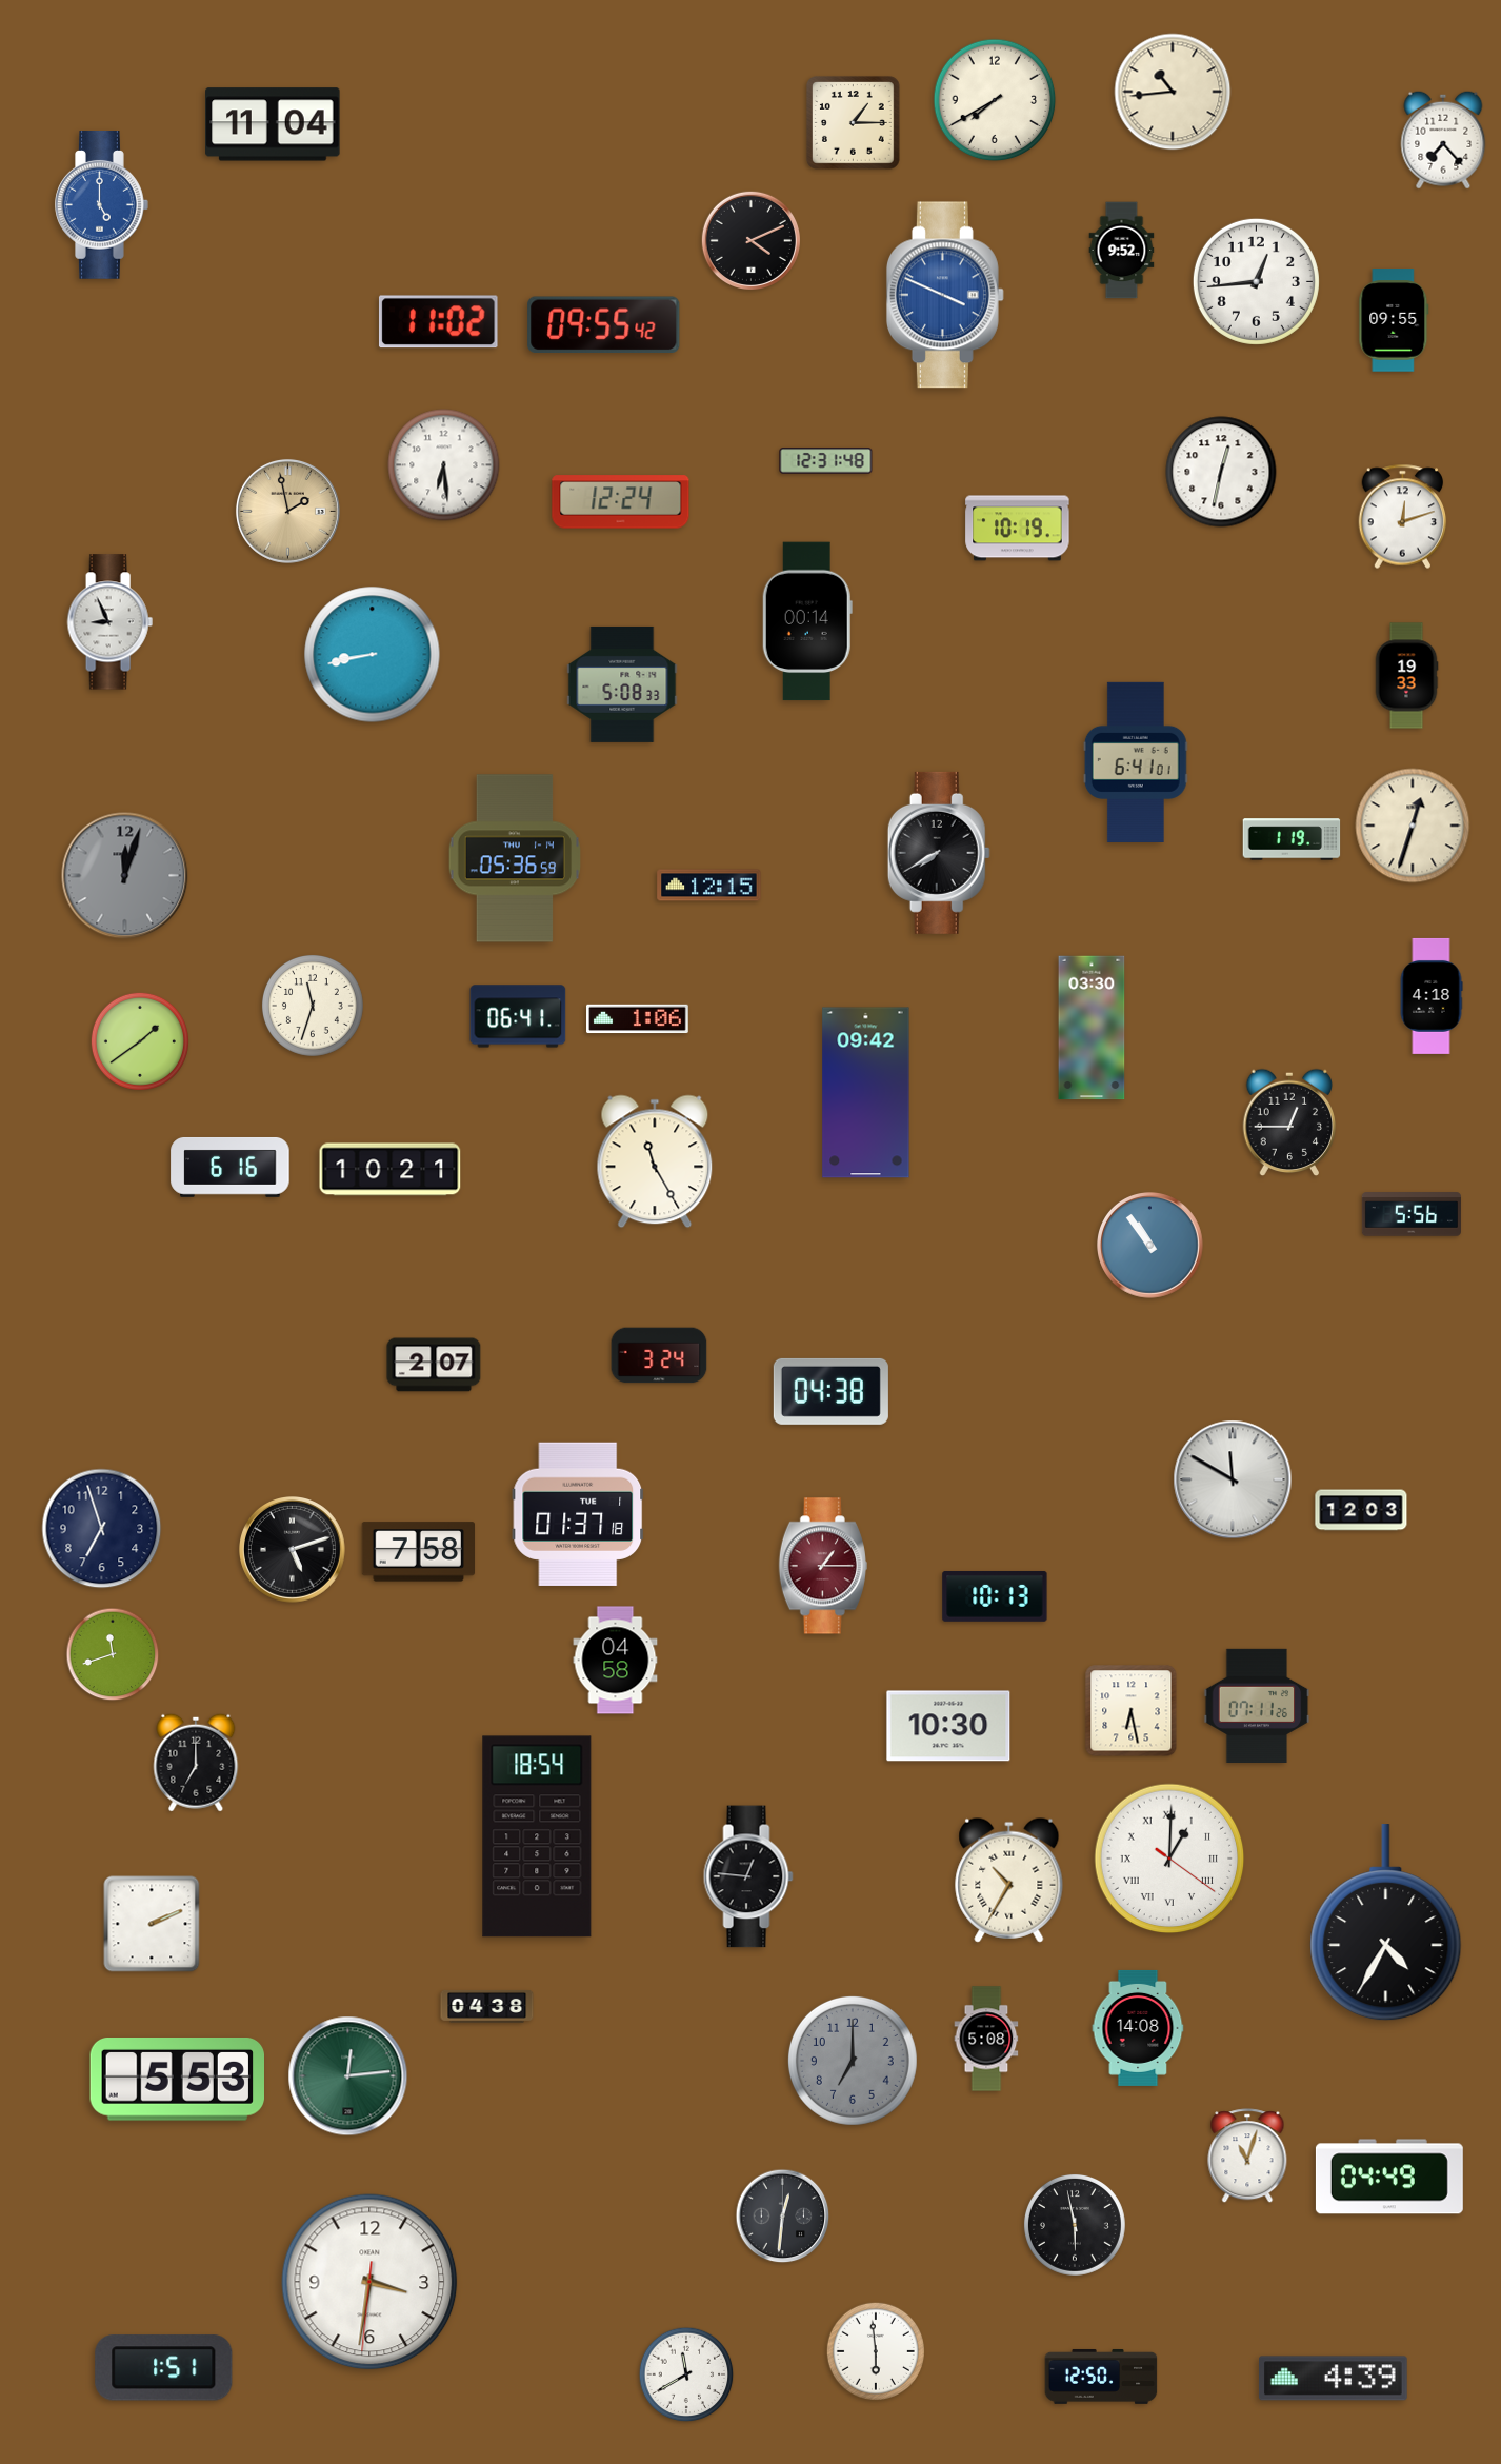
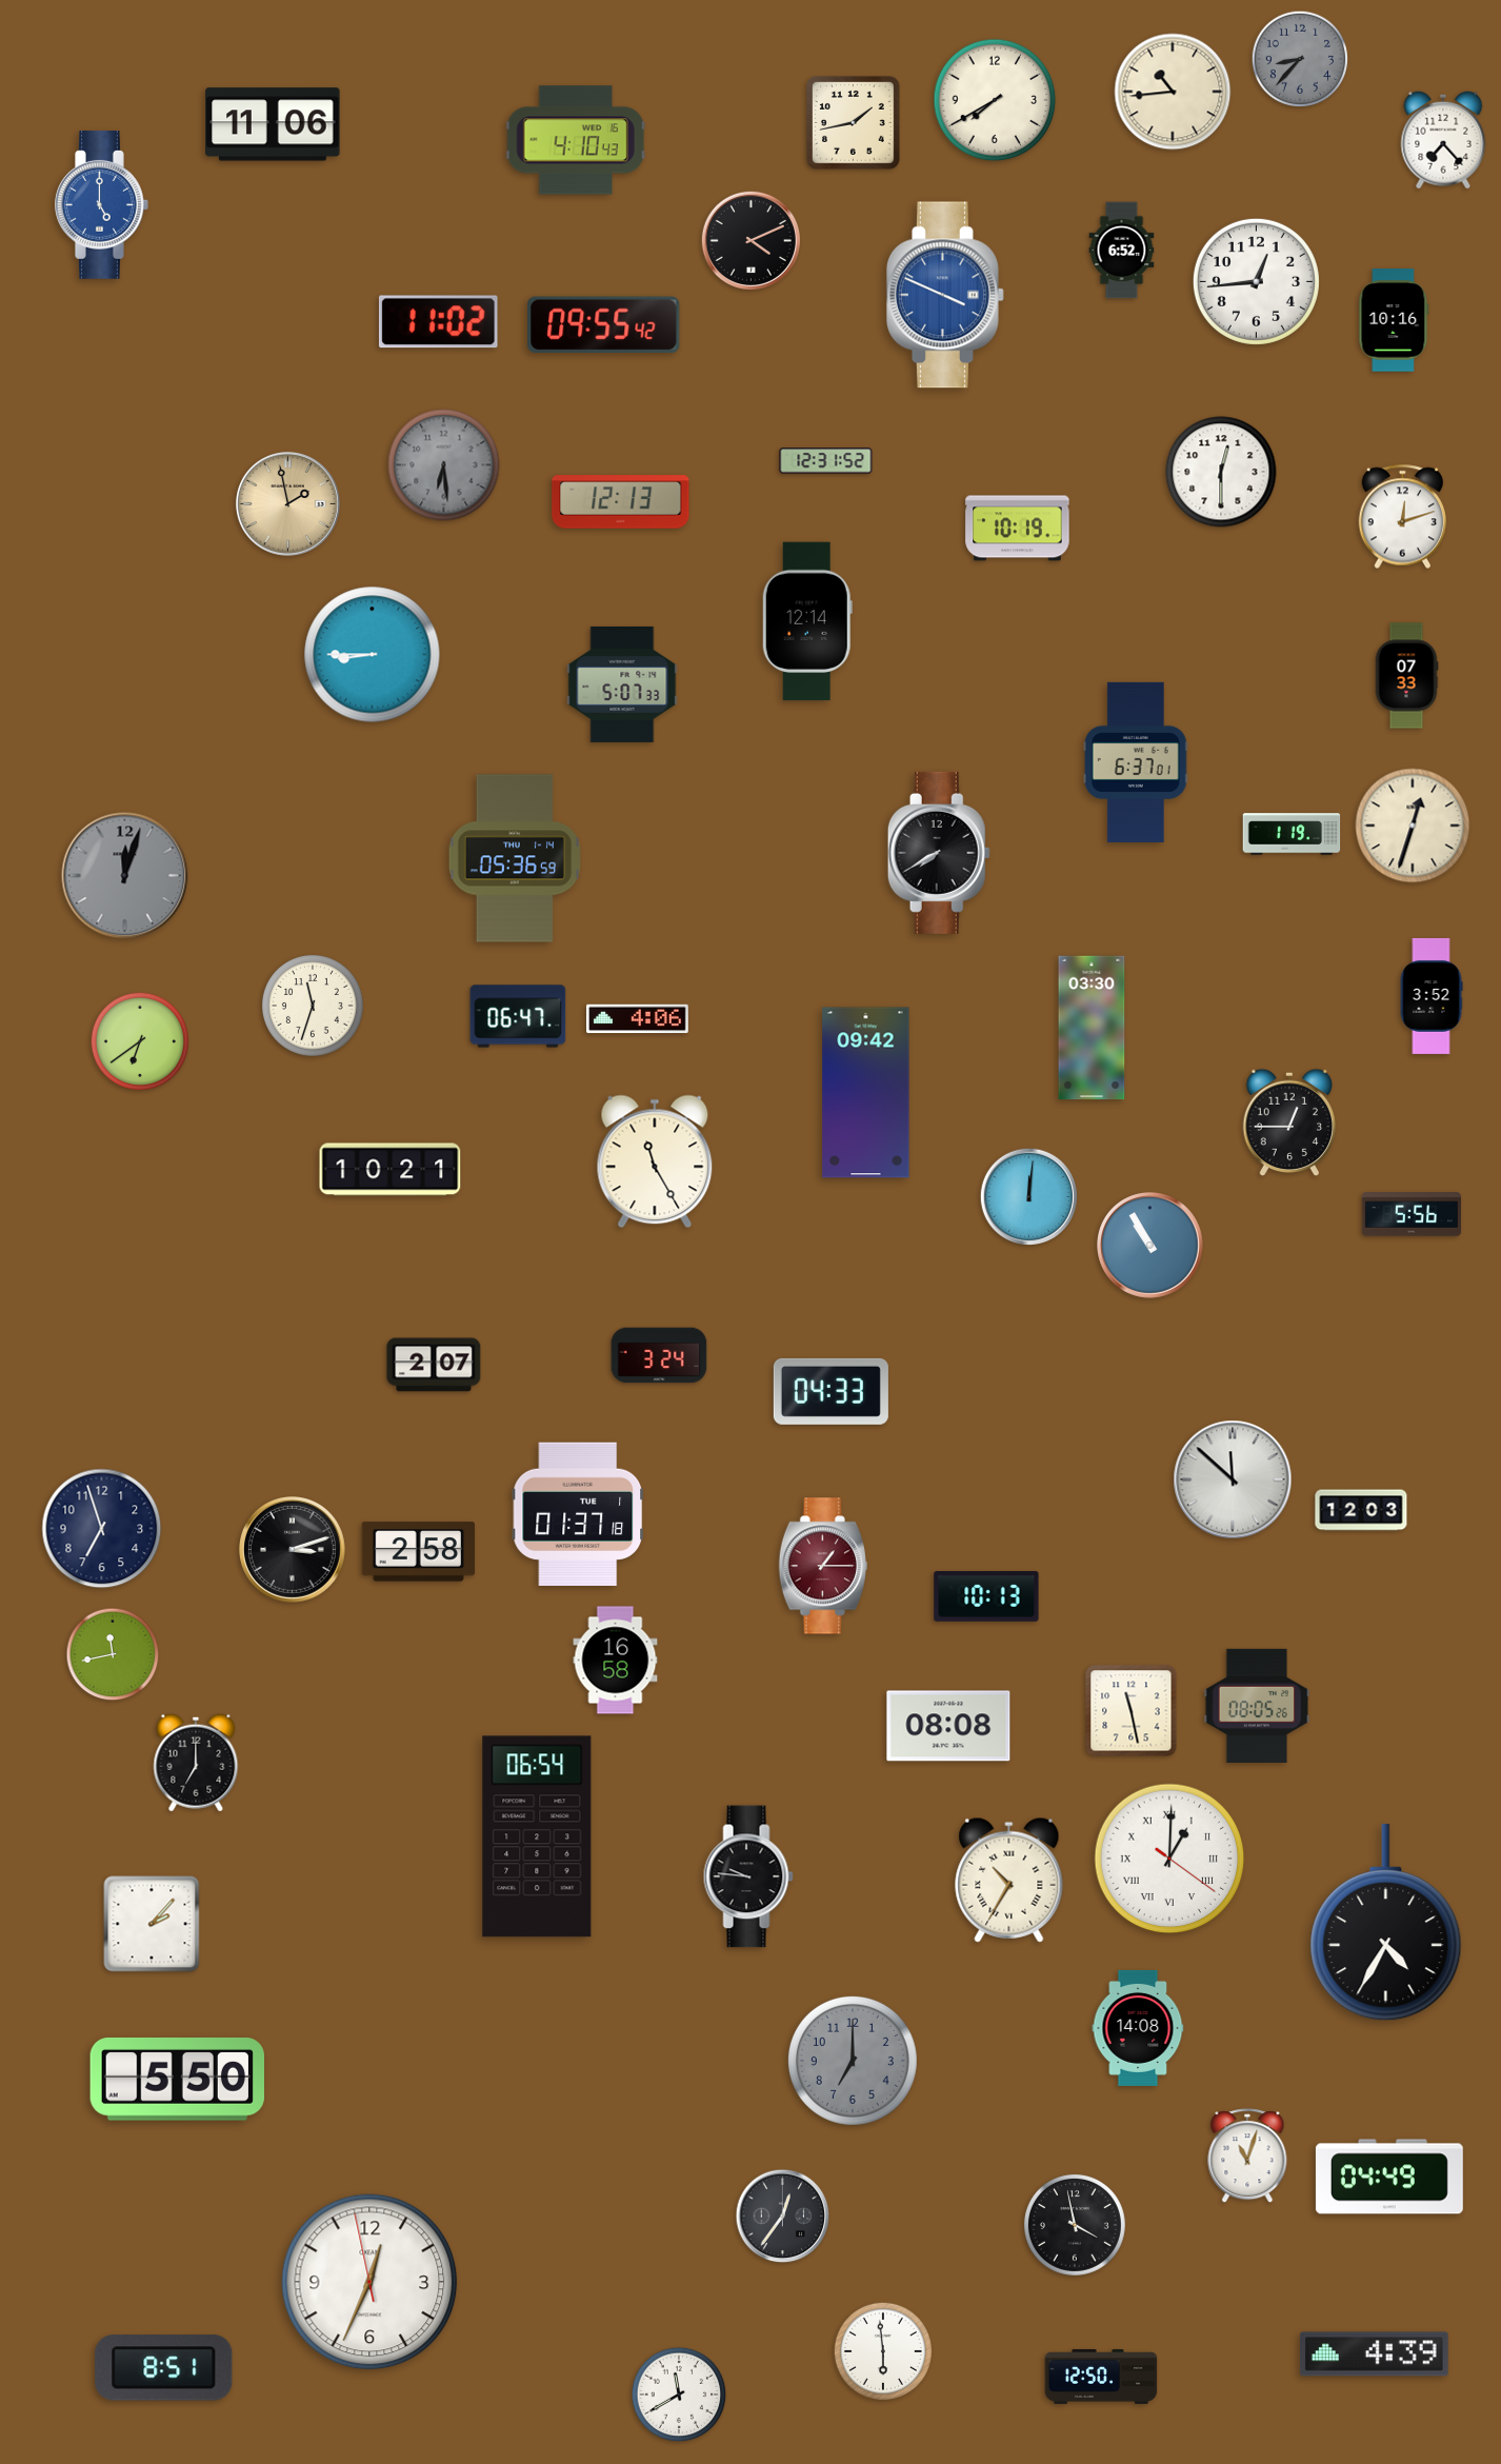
clock at (1300, 59): none -> 8:37
clock at (854, 123): 1:15 -> 1:43
clock at (273, 124): 11:04 -> 11:06
clock at (576, 140): none -> 4:10
clock at (1122, 251): 9:52 -> 6:52
clock at (1394, 320): 09:55 -> 10:16
clock at (826, 461): 12:31:48 -> 12:31:52
clock at (444, 465) dial: white -> grey
clock at (1221, 472): 12:32 -> 12:30
clock at (621, 502): 12:24 -> 12:13
clock at (287, 511) position: (287, 511) -> (287, 503)
clock at (807, 621): 00:14 -> 12:14
clock at (109, 622): 8:56 -> none
clock at (373, 655): 8:43 -> 8:45
clock at (1406, 676): 19:33 -> 07:33
clock at (622, 684): 5:08 -> 5:07
clock at (1136, 762): 6:41 -> 6:37
clock at (1292, 839) position: (1292, 839) -> (1292, 834)
clock at (709, 886): 12:15 -> none
clock at (1432, 996): 4:18 -> 3:52
clock at (518, 1016): 06:41 -> 06:47
clock at (638, 1019): 1:06 -> 4:06
clock at (140, 1041): 1:39 -> 6:39
clock at (231, 1167): 6:16 -> none
clock at (1028, 1196): none -> 12:01
clock at (1150, 1246): 10:54 -> 10:55
clock at (830, 1391): 04:38 -> 04:33
clock at (1233, 1479): 11:50 -> 11:52
clock at (293, 1550): 5:12 -> 3:12
clock at (419, 1552): 7:58 -> 2:58
clock at (995, 1596) position: (995, 1596) -> (986, 1596)
clock at (113, 1654): 11:42 -> 11:43
clock at (616, 1661): 04:58 -> 16:58
clock at (1257, 1705): 07:11 -> 08:05
clock at (1132, 1711): 6:28 -> 11:28
clock at (948, 1726): 10:30 -> 08:08
clock at (537, 1836): 18:54 -> 06:54
clock at (748, 1876): 12:46 -> 9:46
clock at (152, 1924): 2:11 -> 2:07
clock at (487, 2006): 04:38 -> none
clock at (986, 2039): 5:08 -> none
clock at (348, 2076): 12:14 -> none
clock at (177, 2080): 5:53 -> 5:50
clock at (783, 2217): 12:31 -> 12:36
clock at (1075, 2225): 5:58 -> 3:58
clock at (369, 2282): 3:31 -> 12:33
clock at (876, 2351) position: (876, 2351) -> (883, 2351)
clock at (164, 2368): 1:51 -> 8:51
clock at (686, 2374) position: (686, 2374) -> (679, 2395)
clock at (1333, 2379) position: (1333, 2379) -> (1374, 2354)
